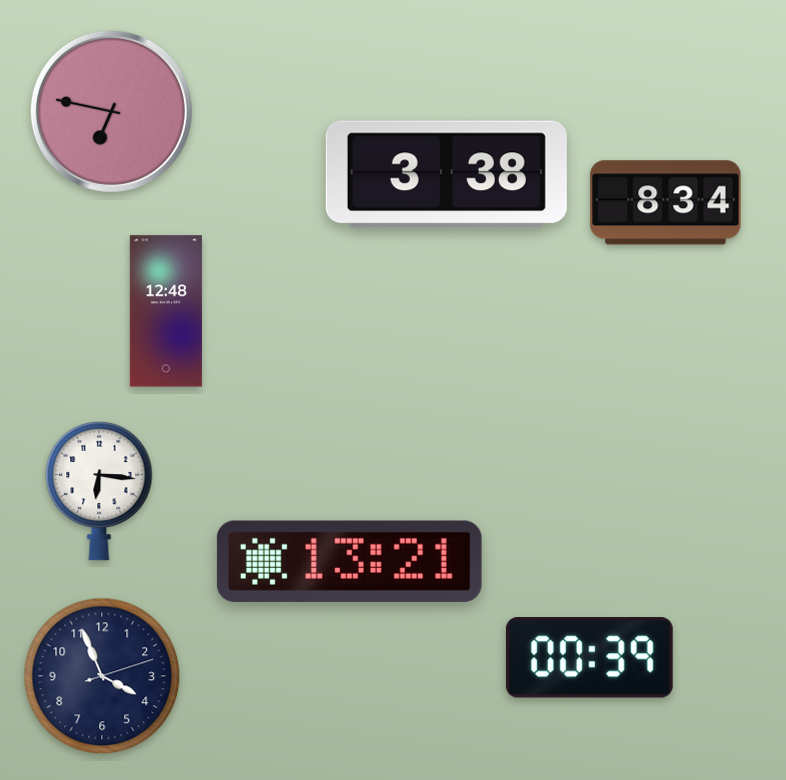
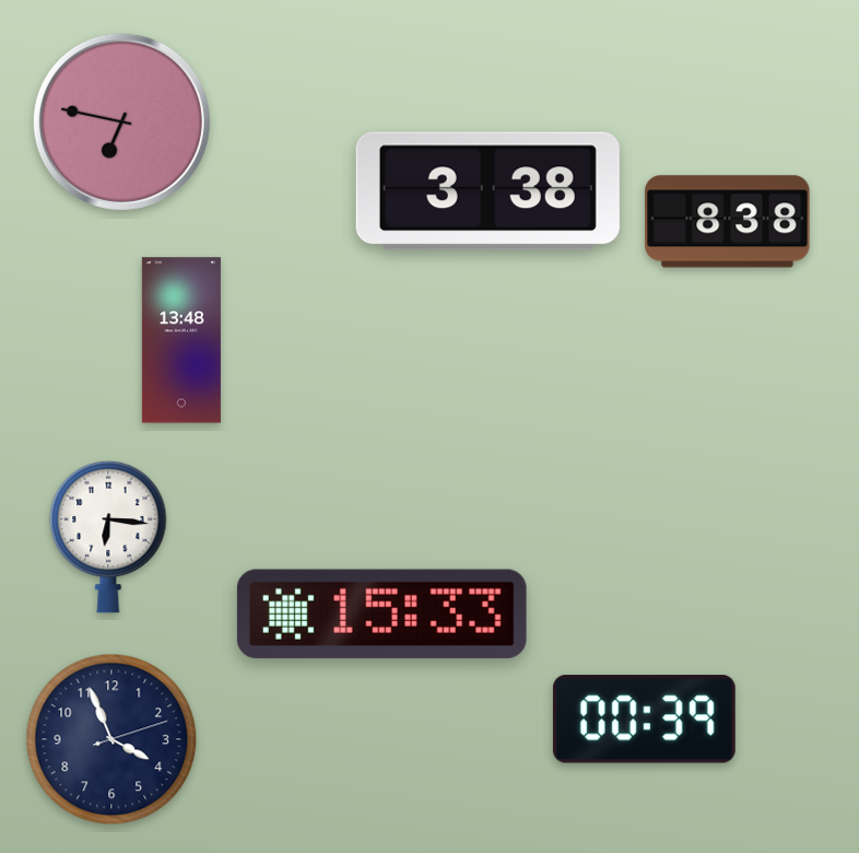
clock at (666, 203): 8:34 -> 8:38
clock at (166, 311): 12:48 -> 13:48
clock at (349, 561): 13:21 -> 15:33
